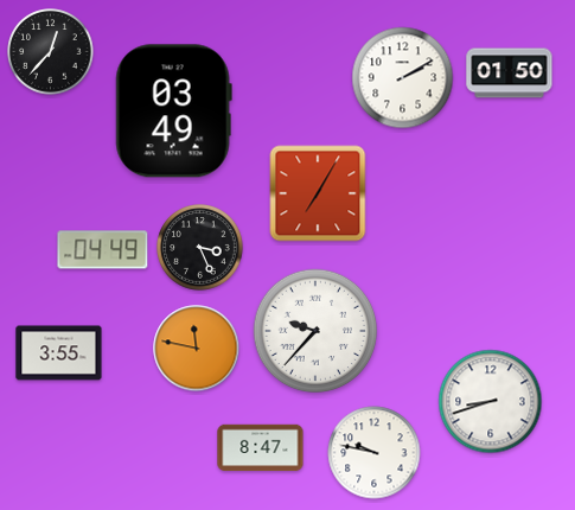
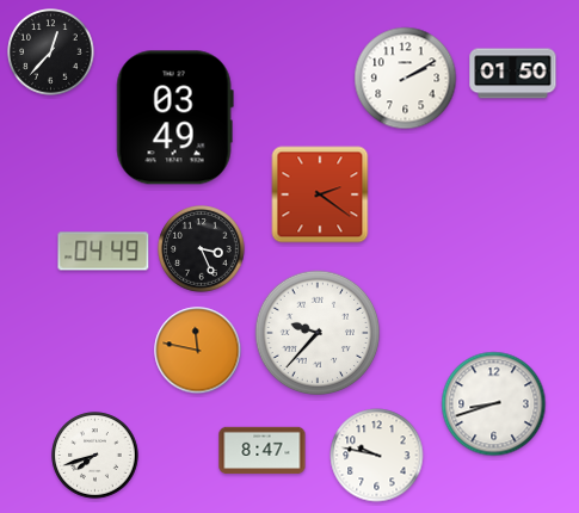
clock at (173, 111) position: (173, 111) -> (174, 118)
clock at (318, 193): 7:05 -> 2:21
clock at (59, 353): 3:55 -> none
clock at (96, 456): none -> 7:42
